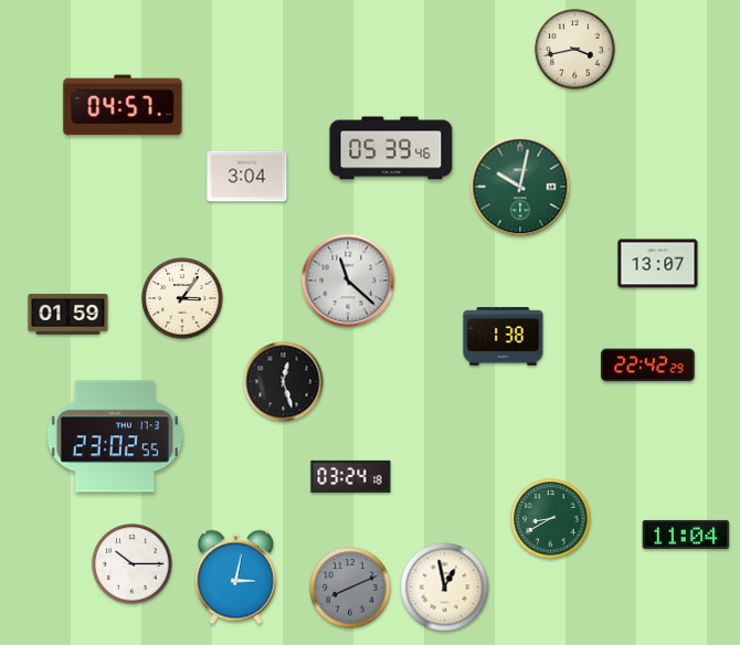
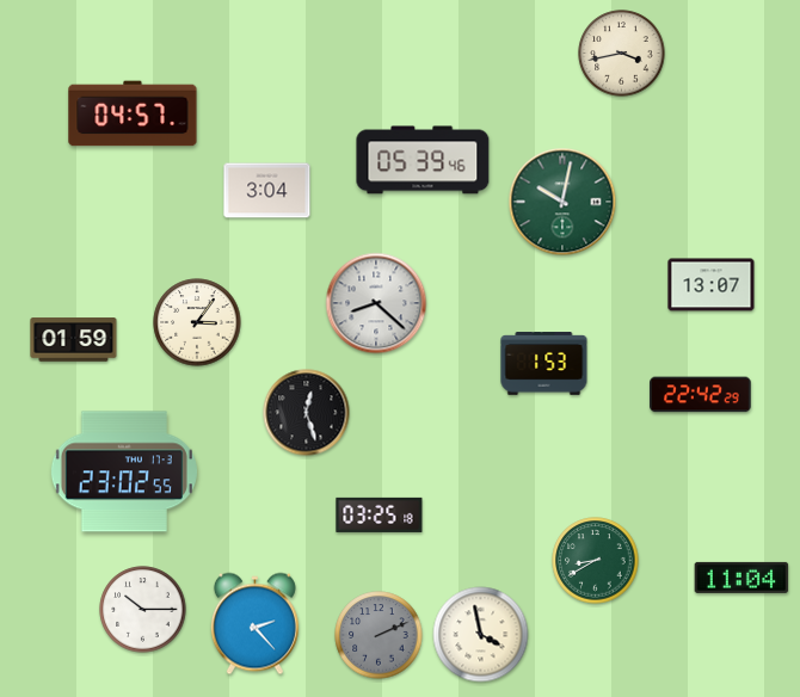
clock at (348, 281): 11:22 -> 8:22
clock at (504, 337): 1:38 -> 1:53
clock at (351, 476): 03:24 -> 03:25
clock at (235, 578): 3:02 -> 2:23
clock at (350, 588): 8:11 -> 2:11
clock at (445, 588): 12:58 -> 3:58
